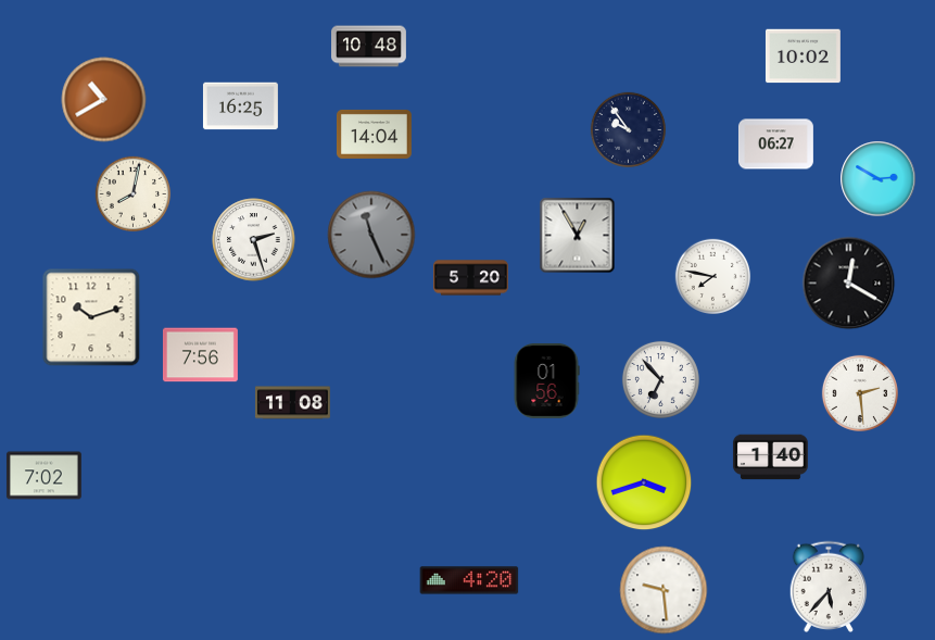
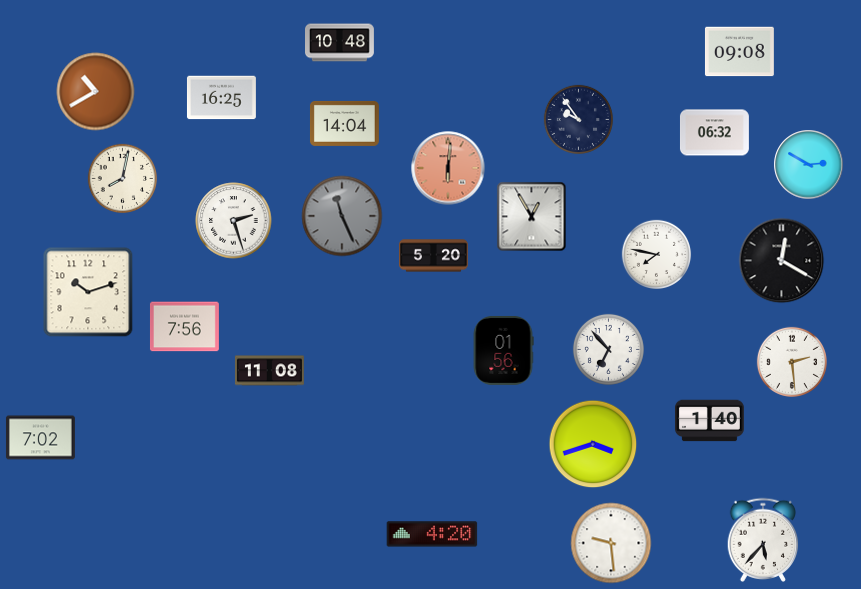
clock at (803, 57): 10:02 -> 09:08
clock at (775, 145): 06:27 -> 06:32
clock at (448, 168): none -> 6:01
clock at (91, 317) position: (91, 317) -> (88, 292)
